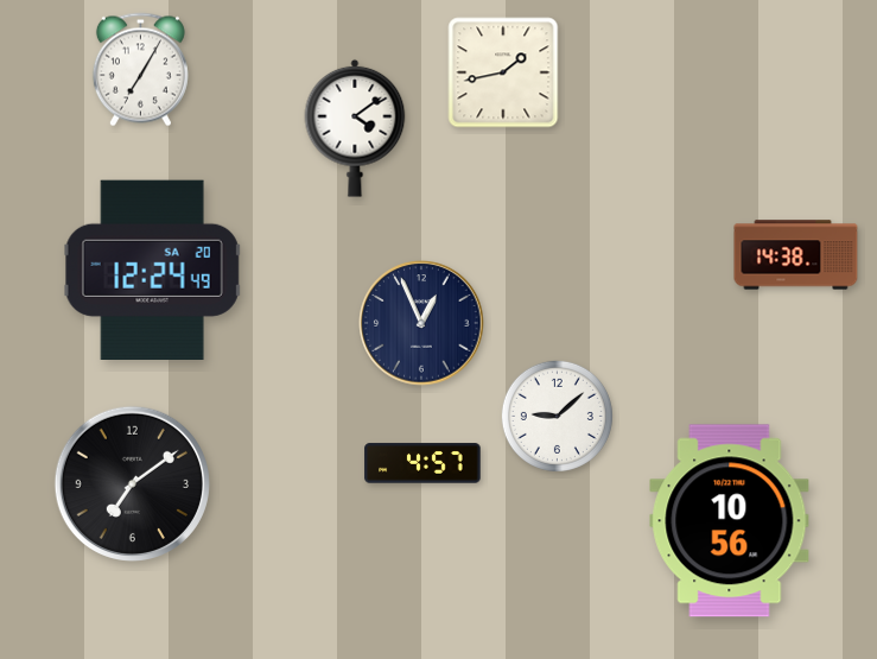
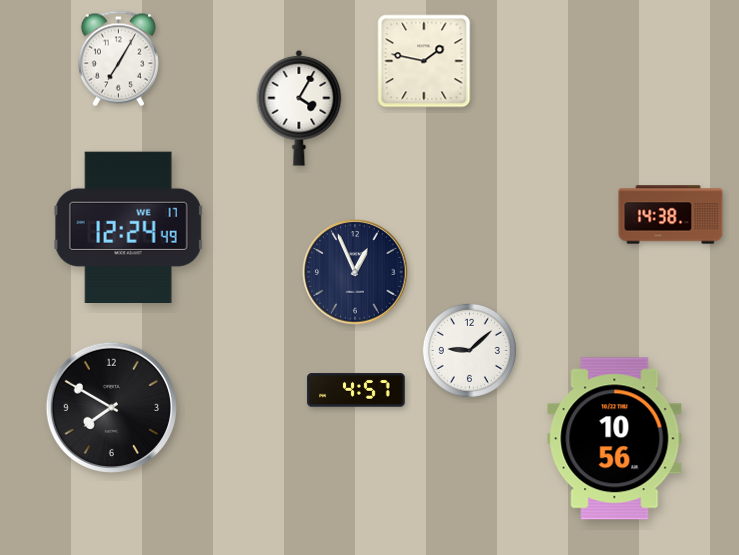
clock at (503, 72): 1:43 -> 1:47
clock at (355, 128): 4:09 -> 4:05
clock at (153, 270) date: SA 20 -> WE 17
clock at (132, 483): 7:09 -> 7:50
